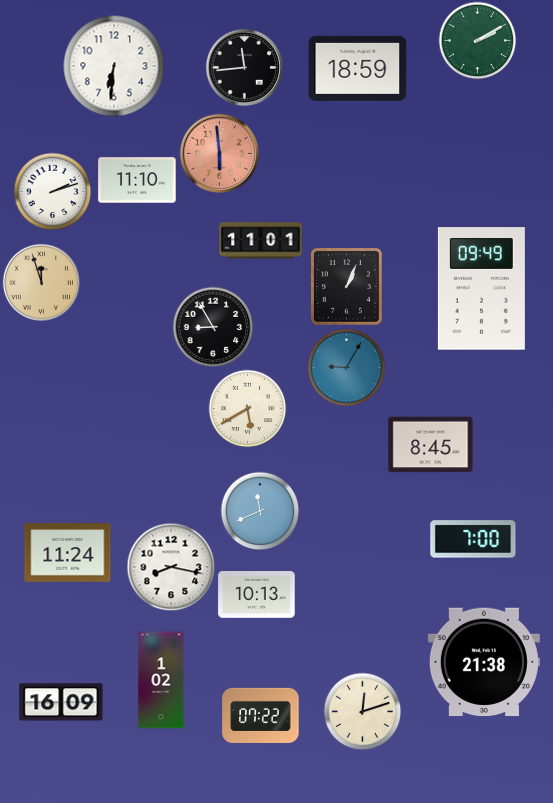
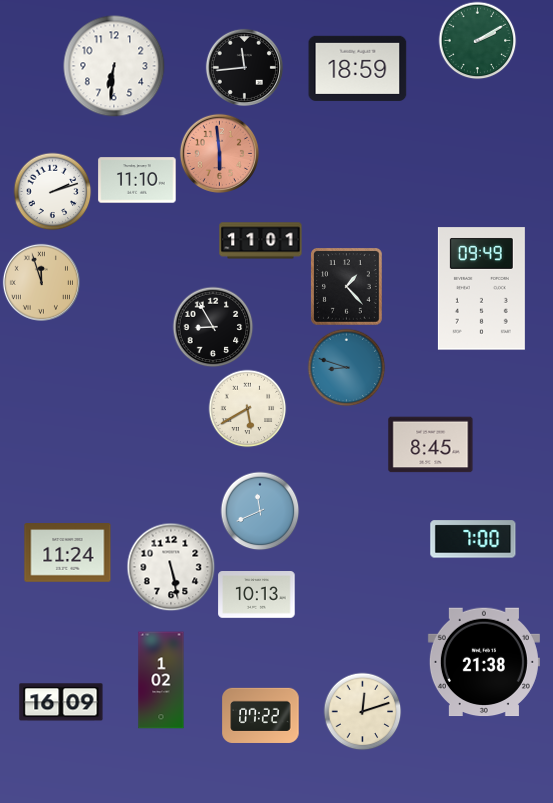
clock at (347, 287): 1:04 -> 1:23
clock at (346, 367): 9:05 -> 8:48
clock at (171, 567): 8:17 -> 5:28
